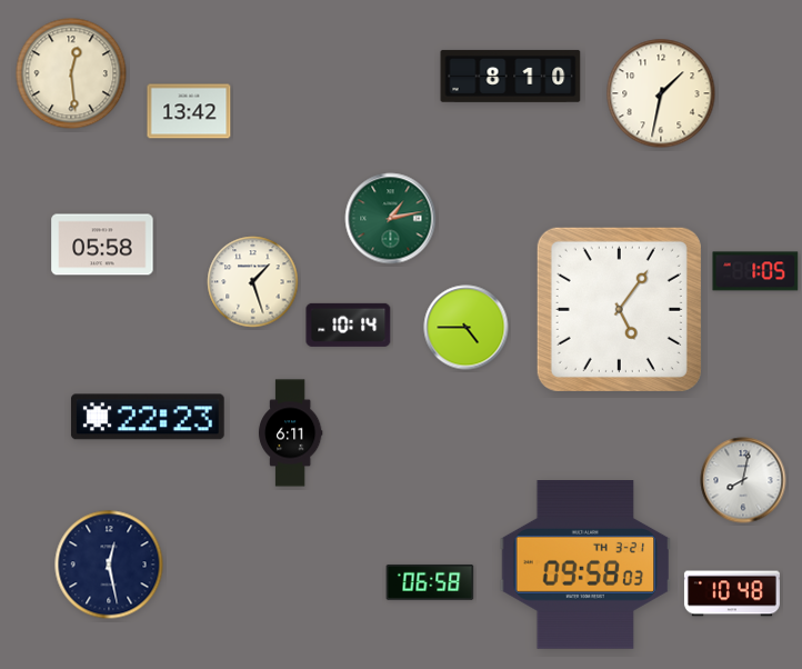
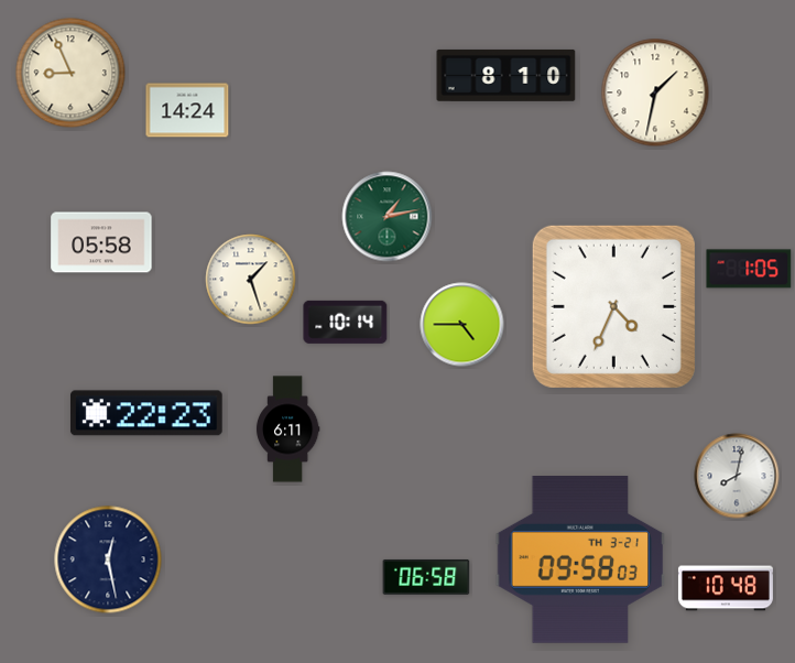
clock at (71, 73): 12:29 -> 8:56
clock at (189, 111): 13:42 -> 14:24
clock at (619, 309): 5:06 -> 4:34
